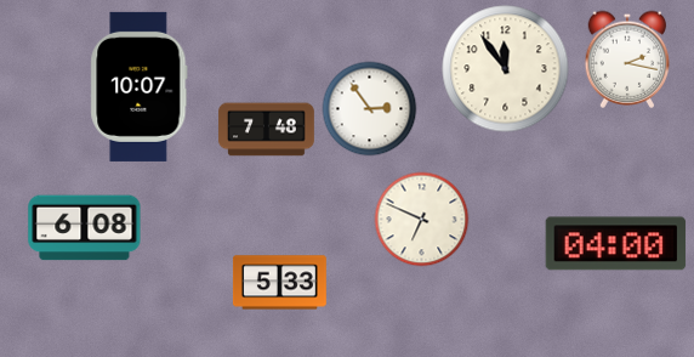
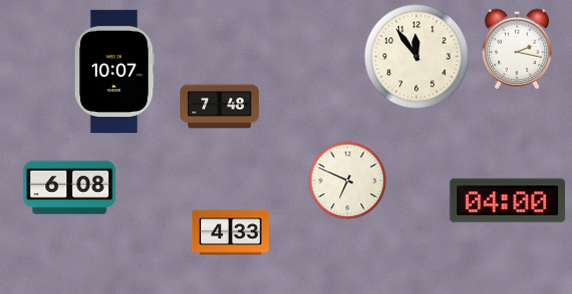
clock at (369, 108): 2:54 -> none
clock at (279, 283): 5:33 -> 4:33
